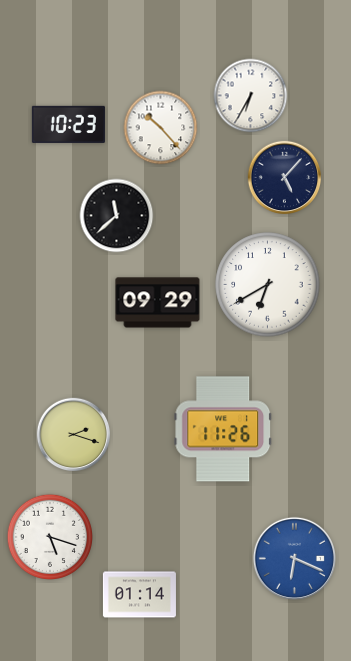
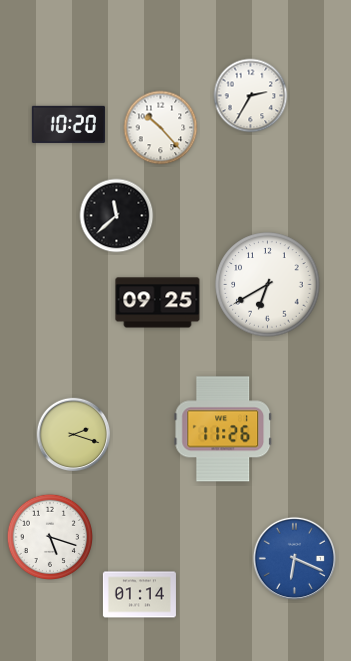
clock at (251, 96): 6:35 -> 2:35
clock at (68, 124): 10:23 -> 10:20
clock at (285, 178): 5:07 -> none
clock at (158, 303): 09:29 -> 09:25
